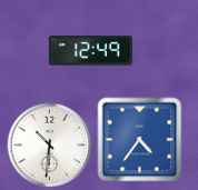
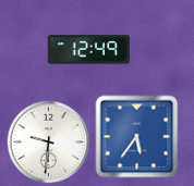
clock at (140, 140): 4:36 -> 5:36
clock at (50, 146): 10:31 -> 9:31
